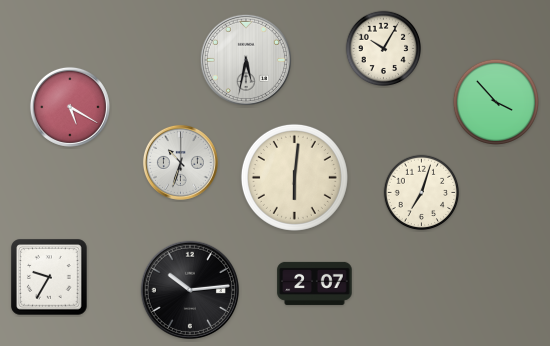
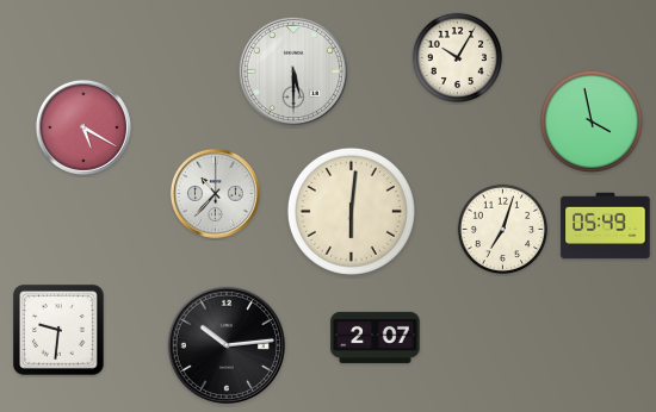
clock at (246, 60): 5:32 -> 5:30
clock at (495, 101): 3:53 -> 3:58
clock at (180, 162): 10:33 -> 10:37
clock at (606, 226): none -> 05:49
clock at (49, 277): 9:35 -> 9:31
